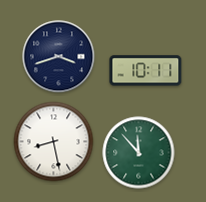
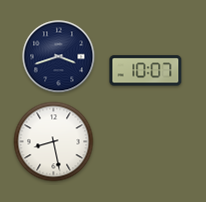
clock at (146, 71): 10:11 -> 10:07
clock at (139, 153): 11:53 -> none
